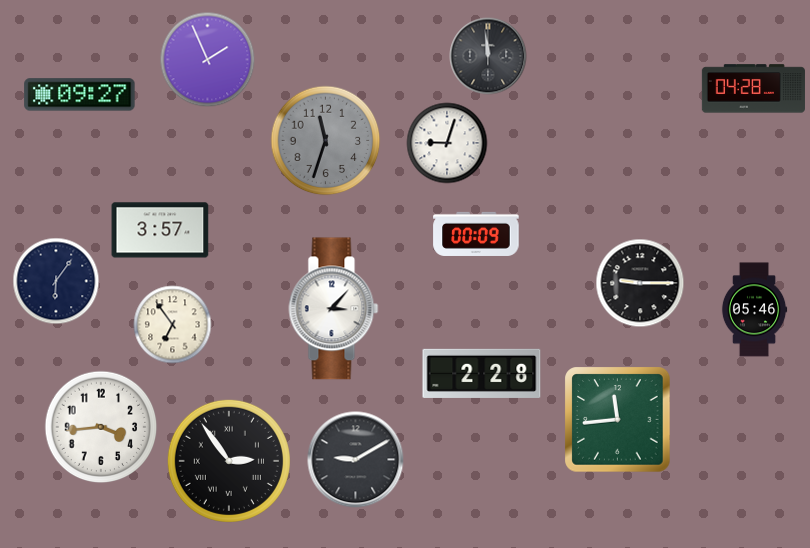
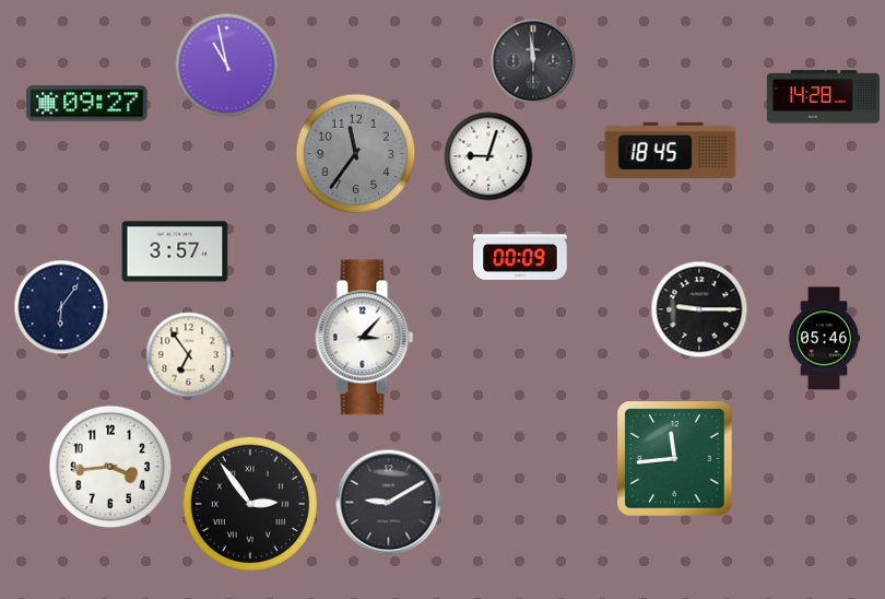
clock at (208, 60): 1:56 -> 10:58
clock at (753, 89): 04:28 -> 14:28
clock at (671, 150): none -> 18:45
clock at (326, 141): 11:33 -> 11:36
clock at (482, 373): 2:28 -> none
